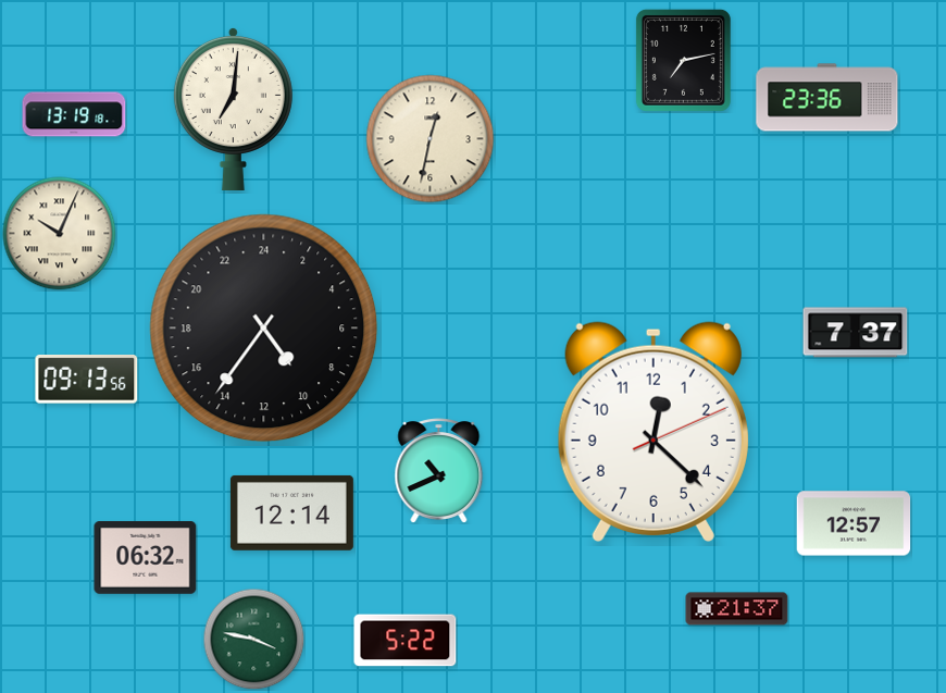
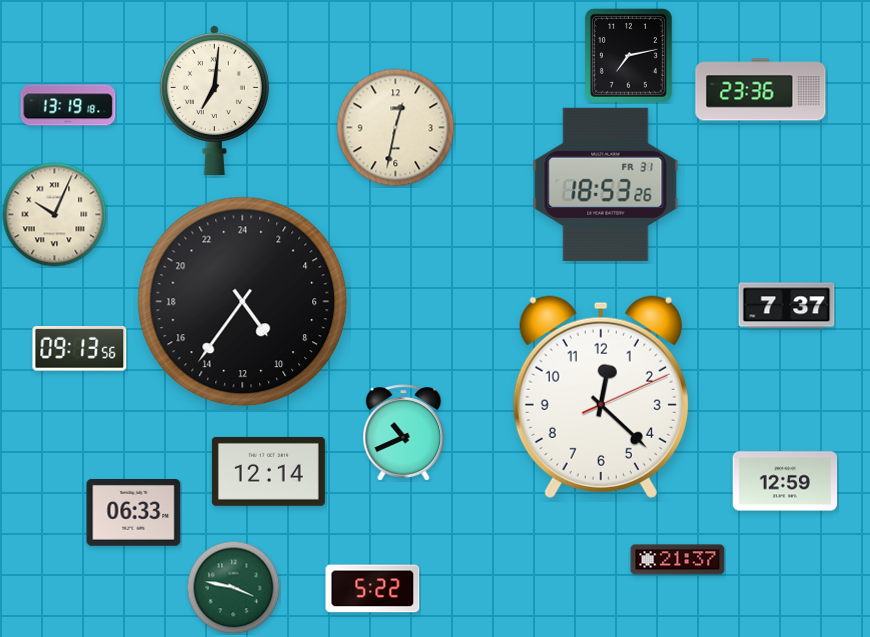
clock at (606, 184): none -> 18:53
clock at (854, 523): 12:57 -> 12:59
clock at (146, 558): 06:32 -> 06:33
